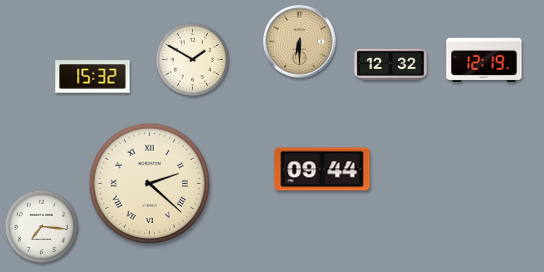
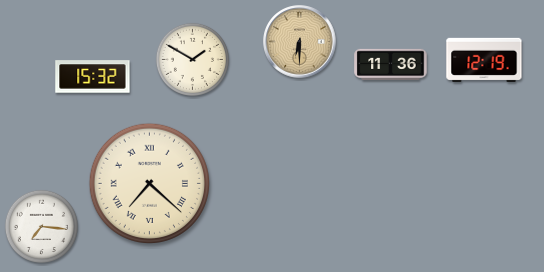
clock at (391, 64): 12:32 -> 11:36
clock at (322, 169): 09:44 -> none
clock at (149, 183): 2:22 -> 7:22
